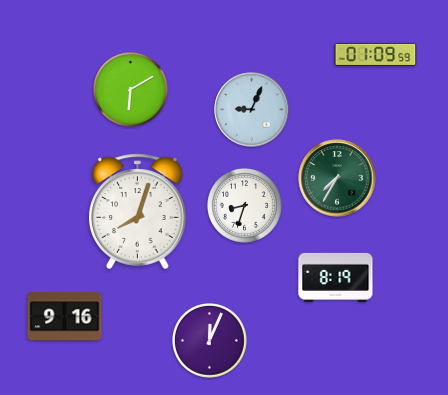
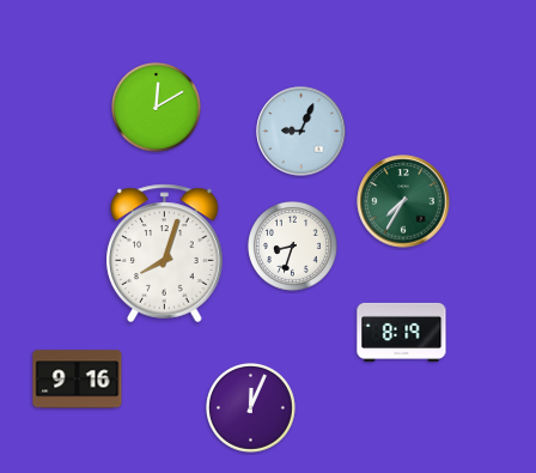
clock at (376, 54): 01:09 -> none
clock at (131, 90): 6:10 -> 12:10
clock at (337, 178) position: (337, 178) -> (403, 201)
